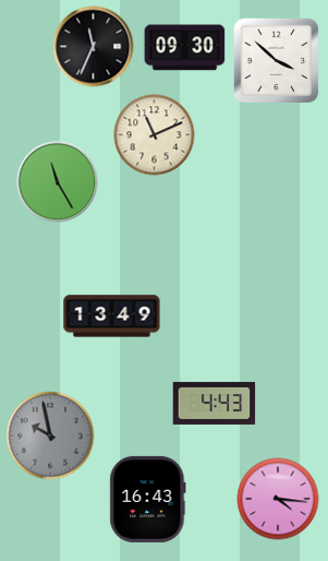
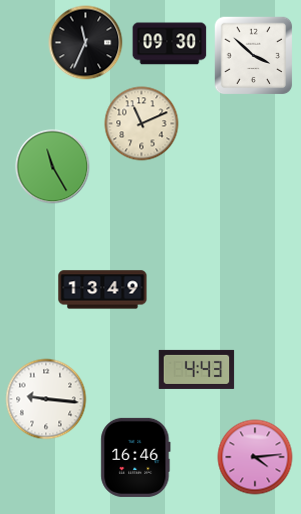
clock at (50, 435): 9:58 -> 9:16
clock at (50, 435) dial: grey -> white
clock at (148, 499): 16:43 -> 16:46
clock at (278, 499): 4:16 -> 4:14
